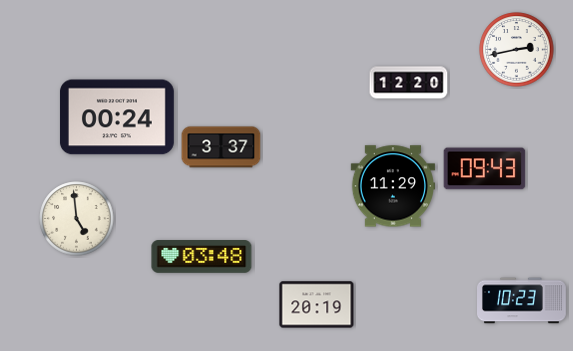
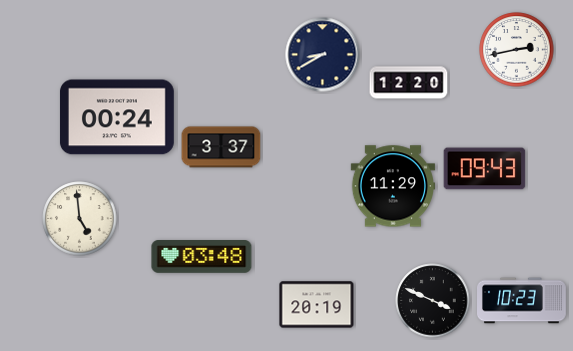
clock at (323, 55): none -> 8:40
clock at (77, 219) position: (77, 219) -> (80, 219)
clock at (433, 301): none -> 3:49
